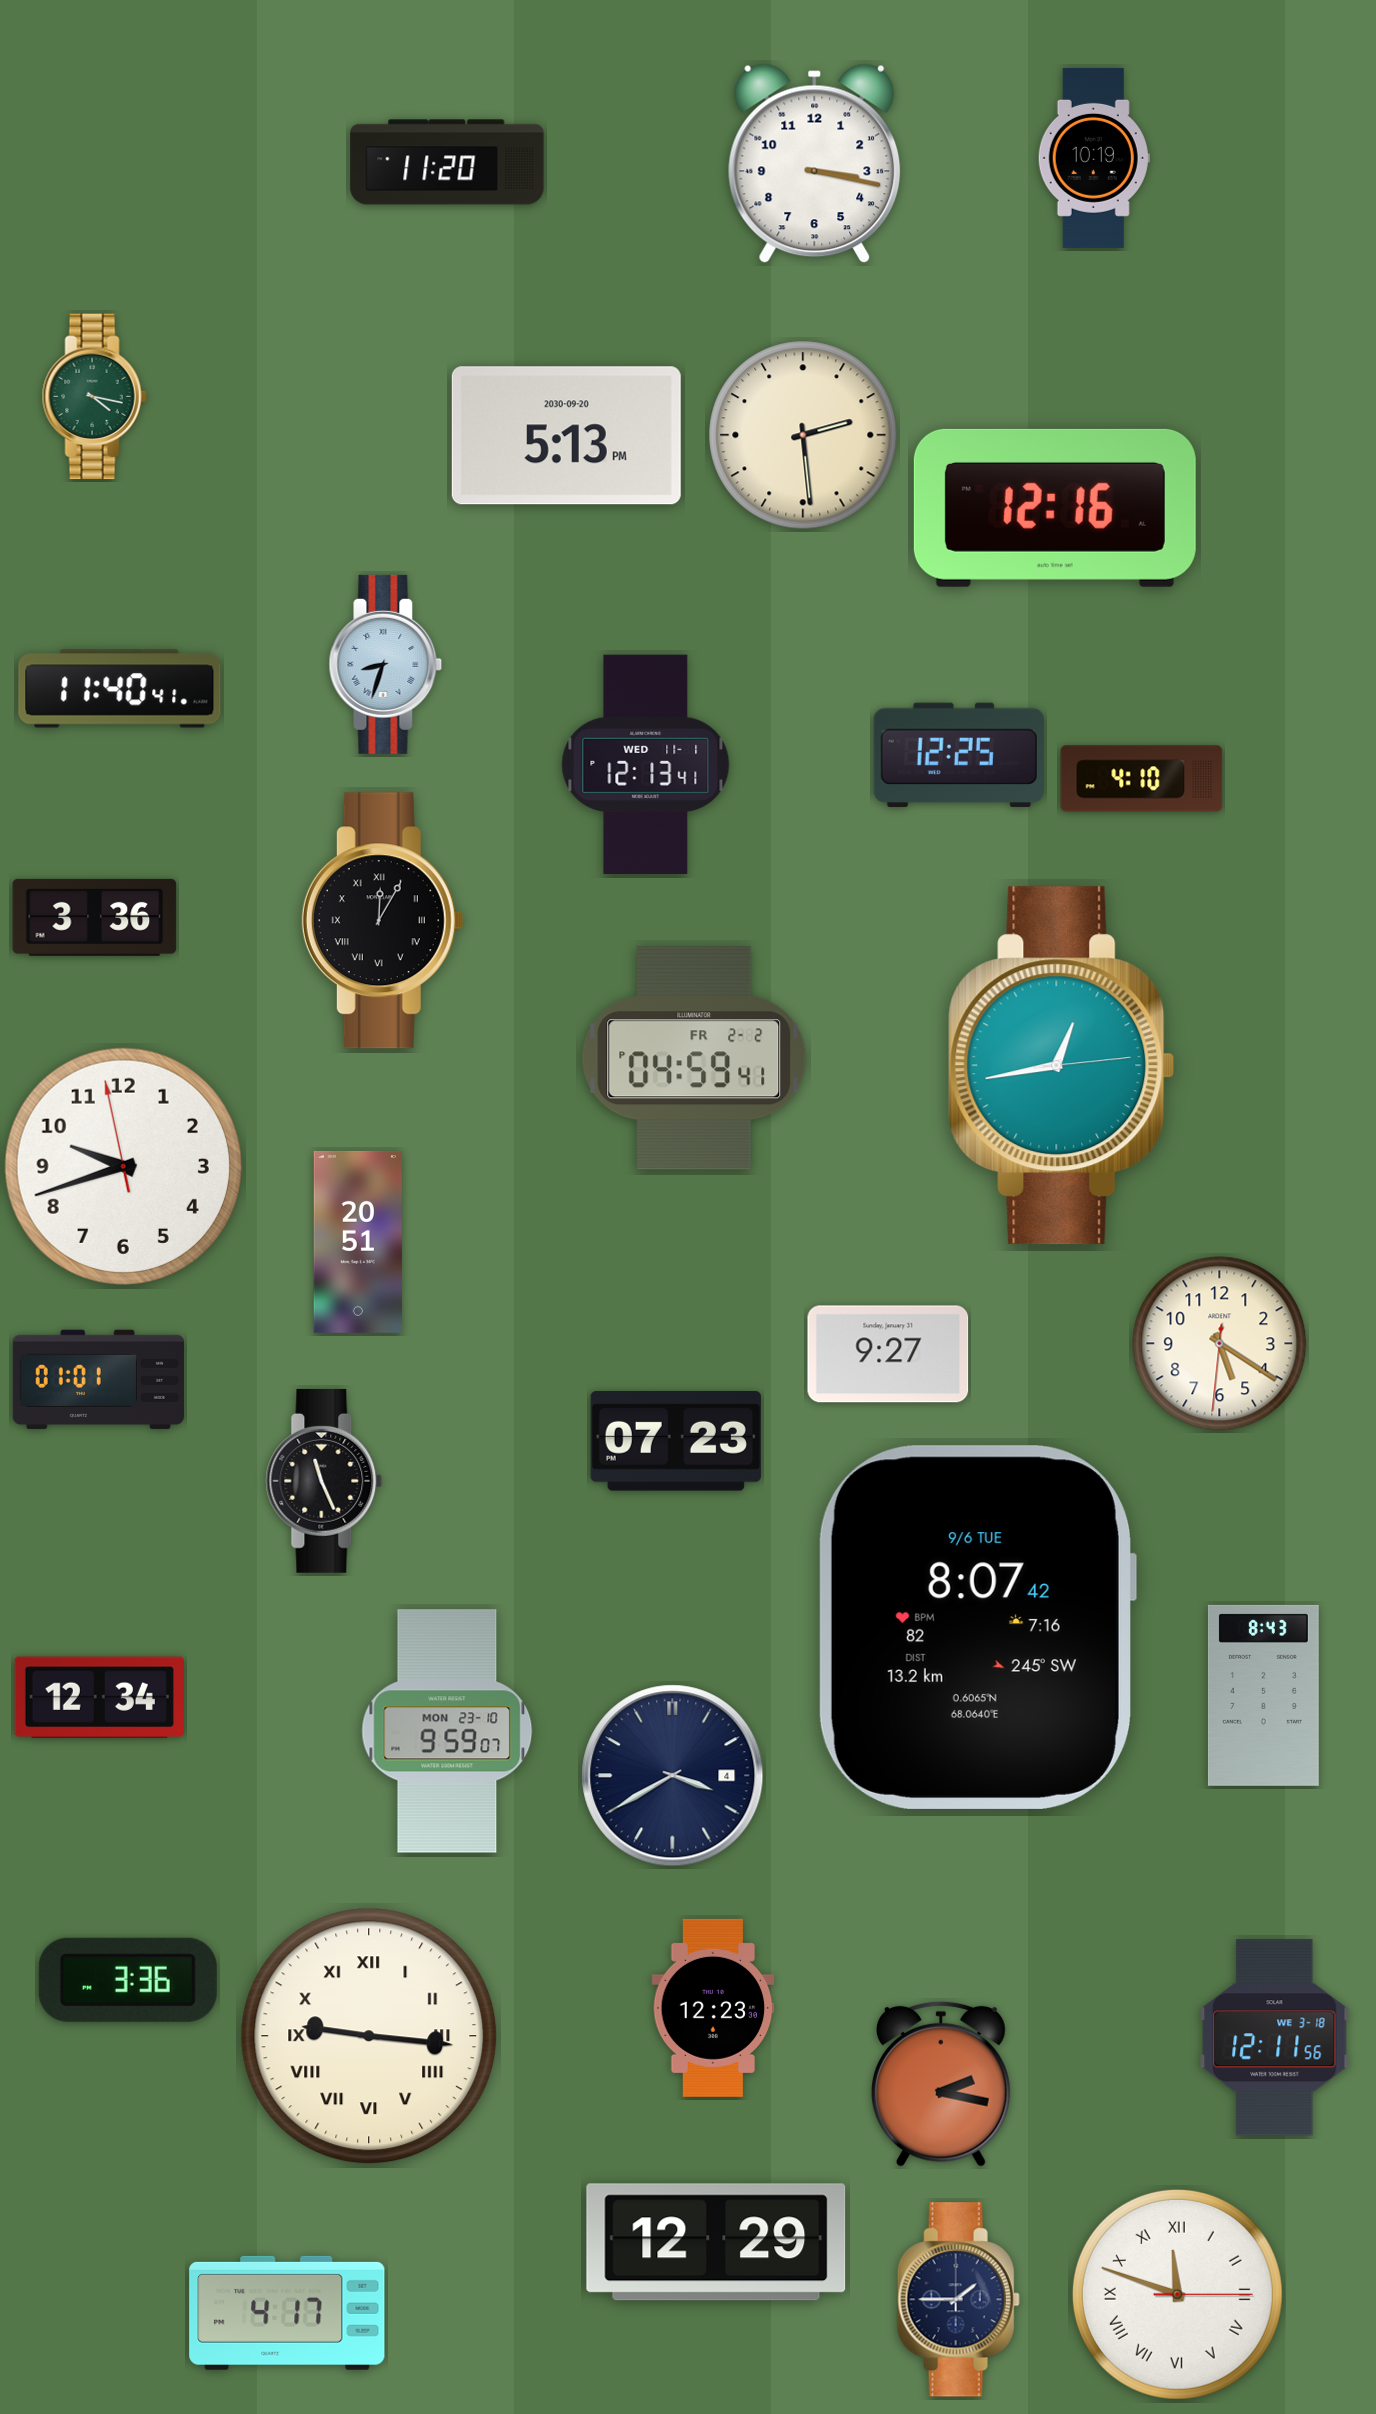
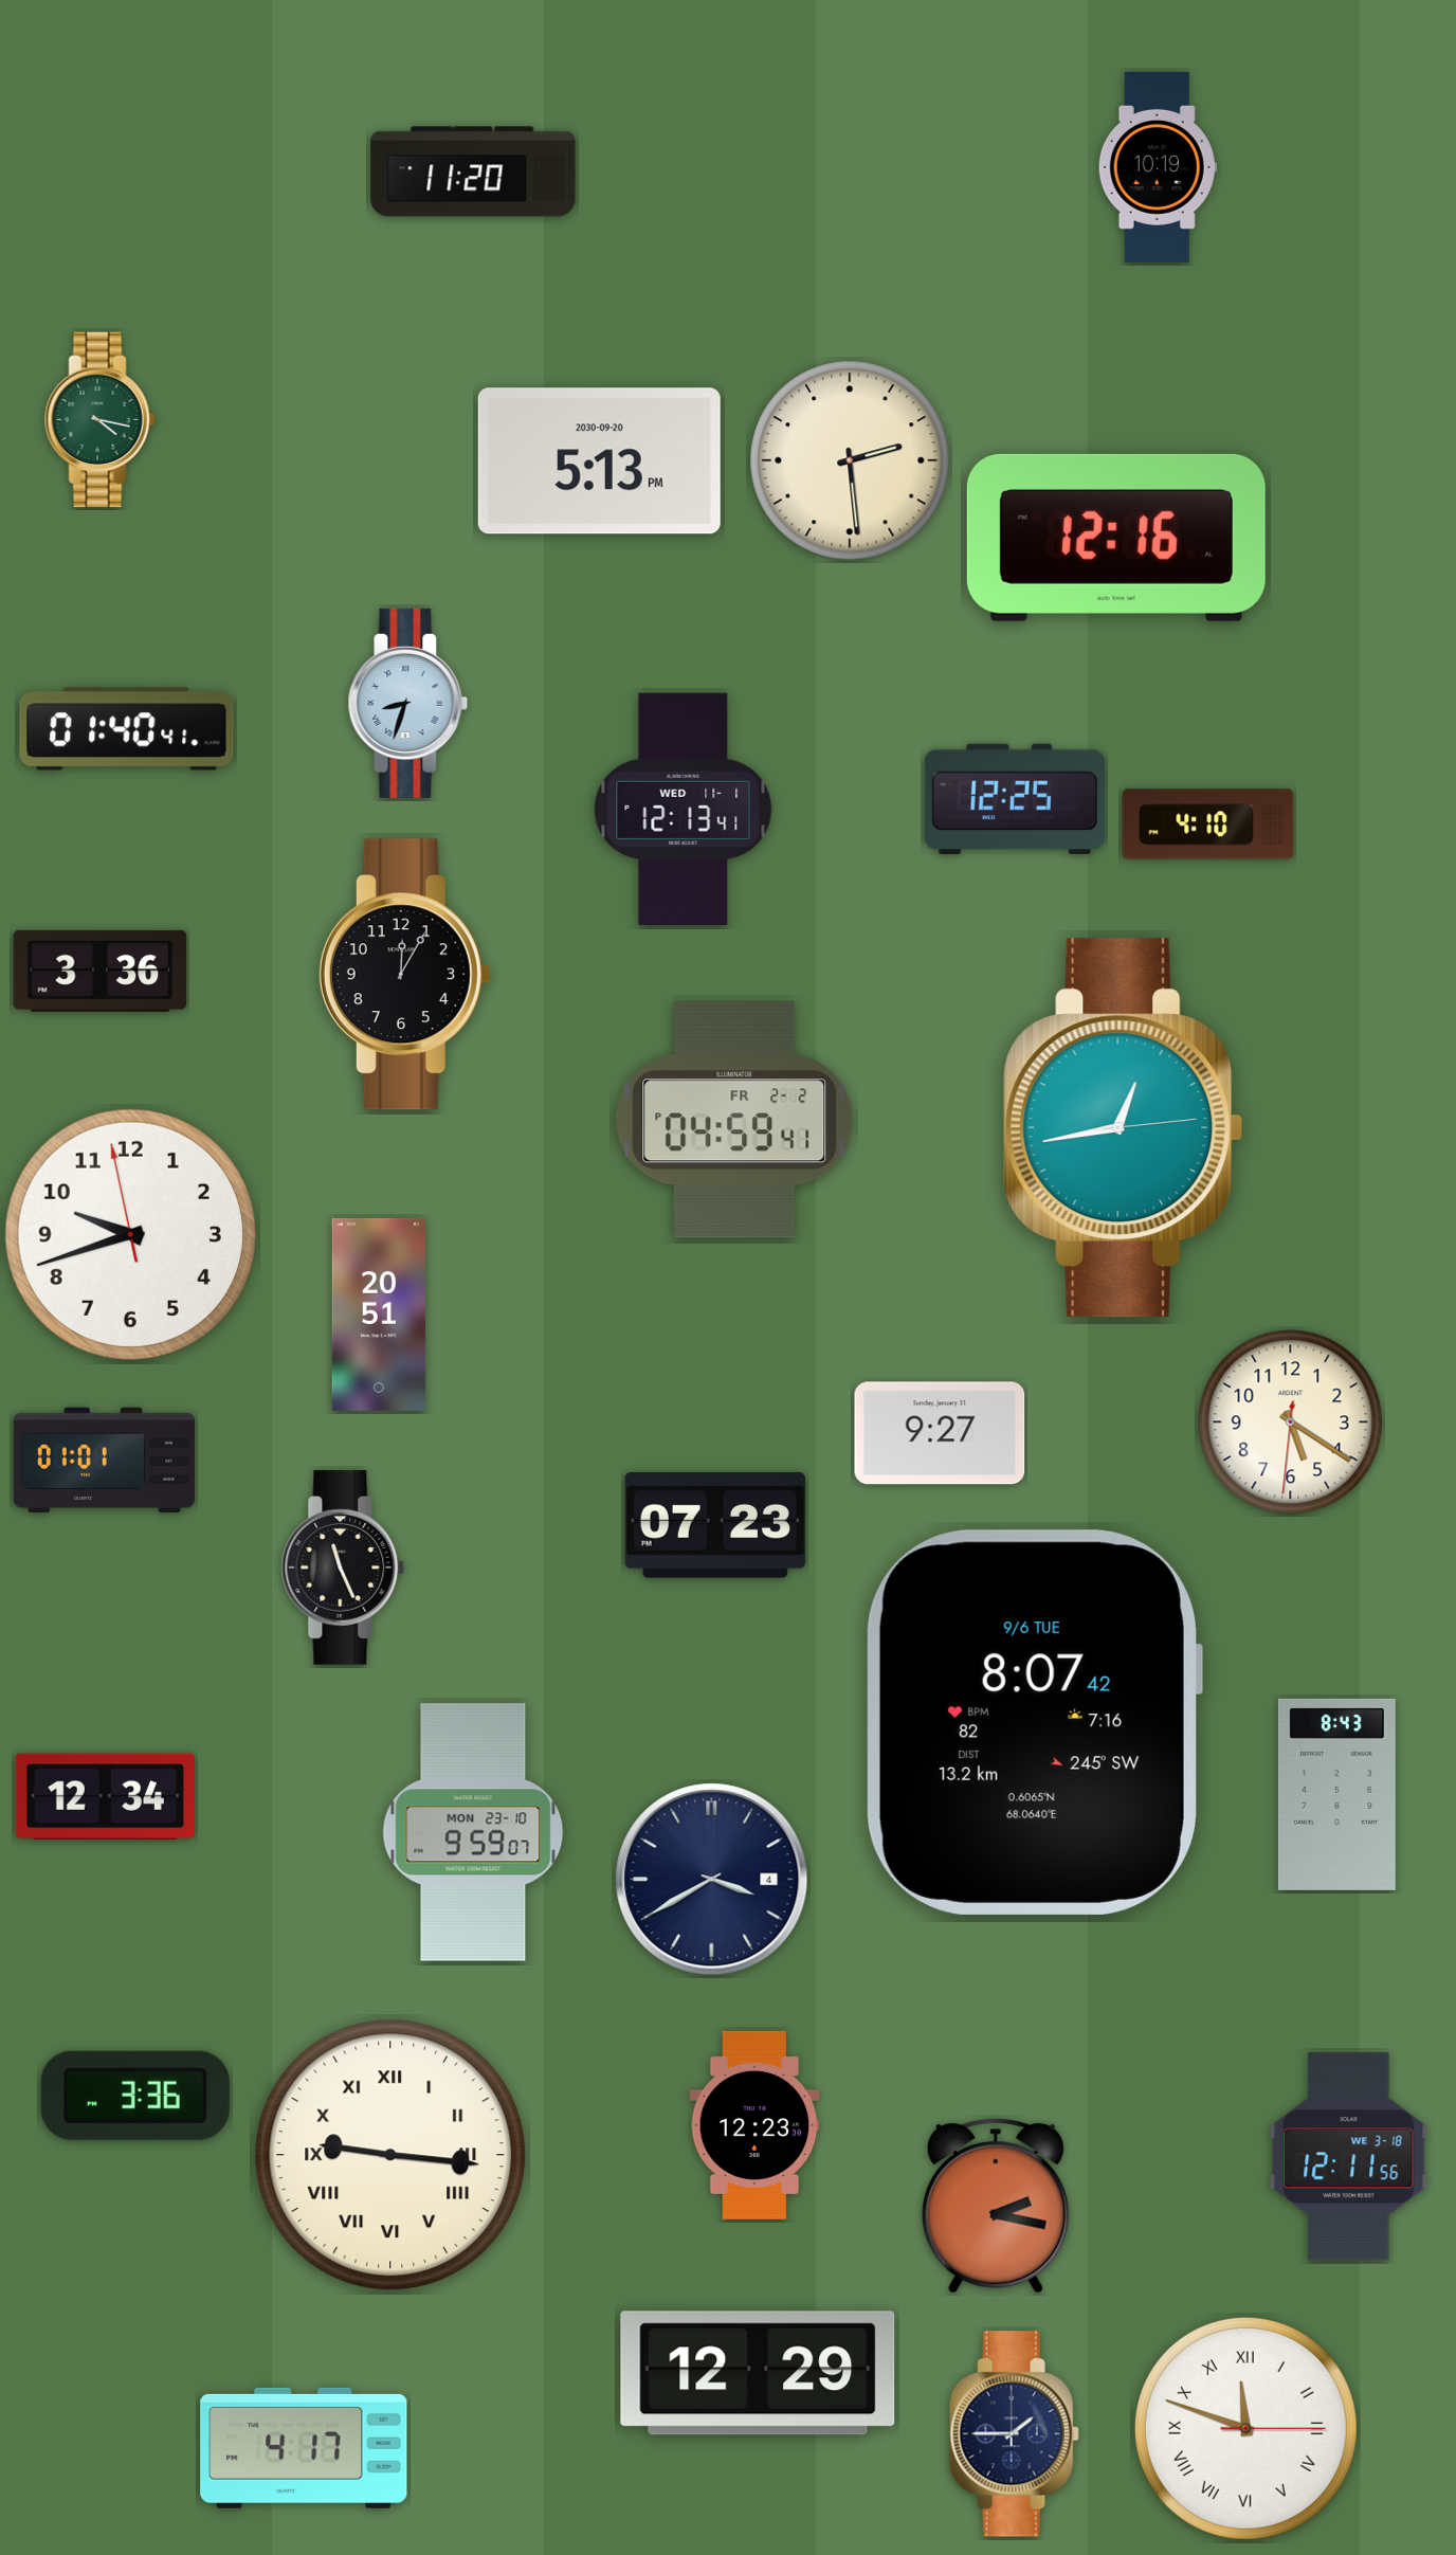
clock at (815, 164): 3:17 -> none
clock at (120, 689): 11:40 -> 01:40
clock at (382, 921) numerals: Roman -> Arabic
